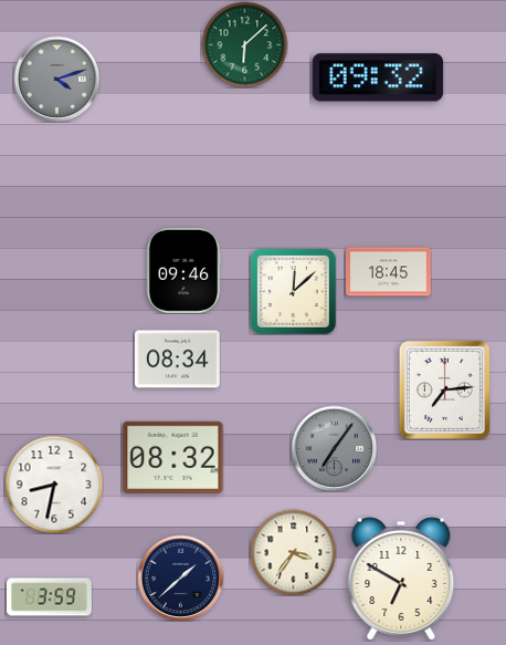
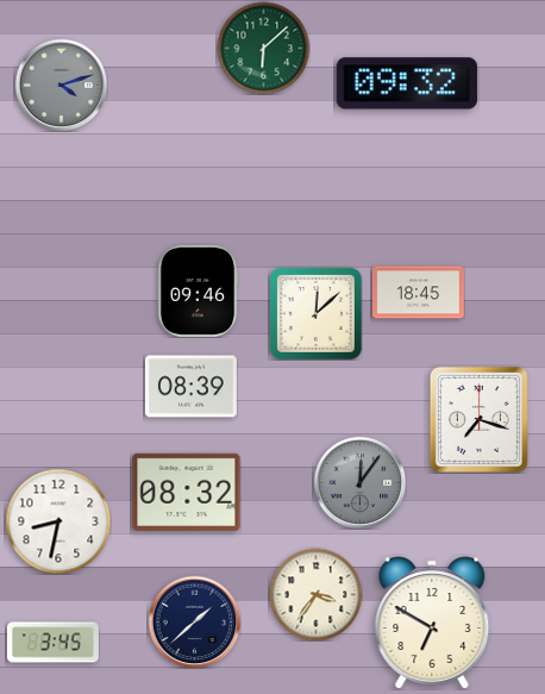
clock at (177, 360): 08:34 -> 08:39
clock at (444, 389): 7:14 -> 7:18
clock at (334, 448): 7:06 -> 12:06
clock at (49, 597): 3:59 -> 3:45
